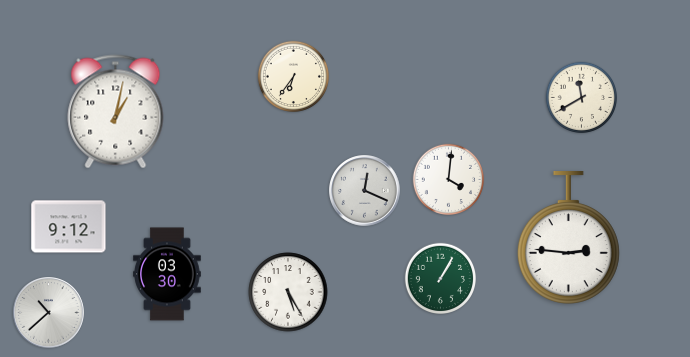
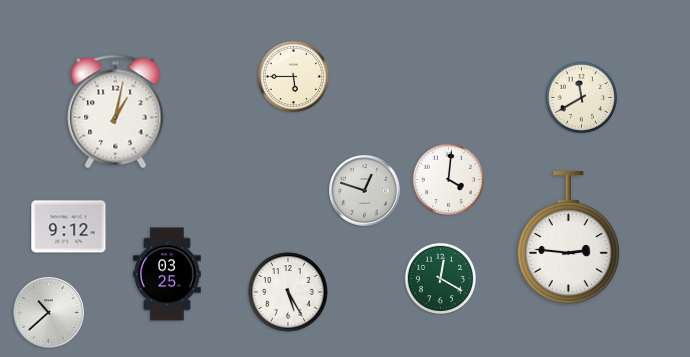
clock at (293, 76): 6:36 -> 5:45
clock at (365, 191): 12:19 -> 12:48
clock at (167, 274): 03:30 -> 03:25
clock at (440, 278): 1:05 -> 12:20
